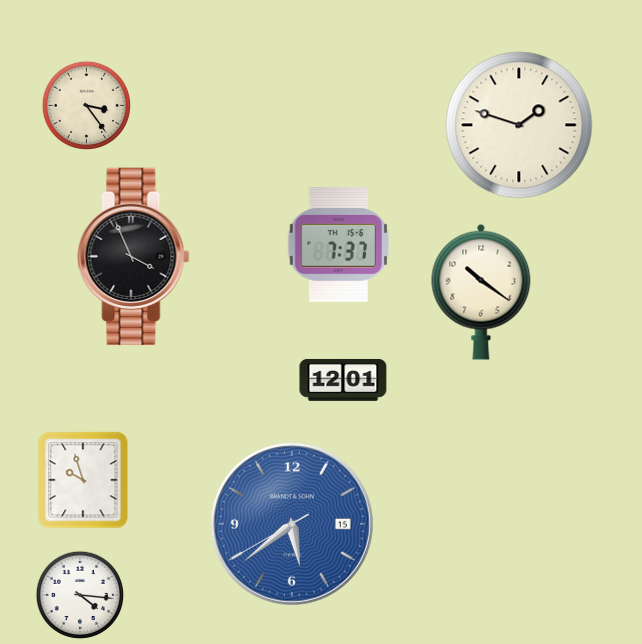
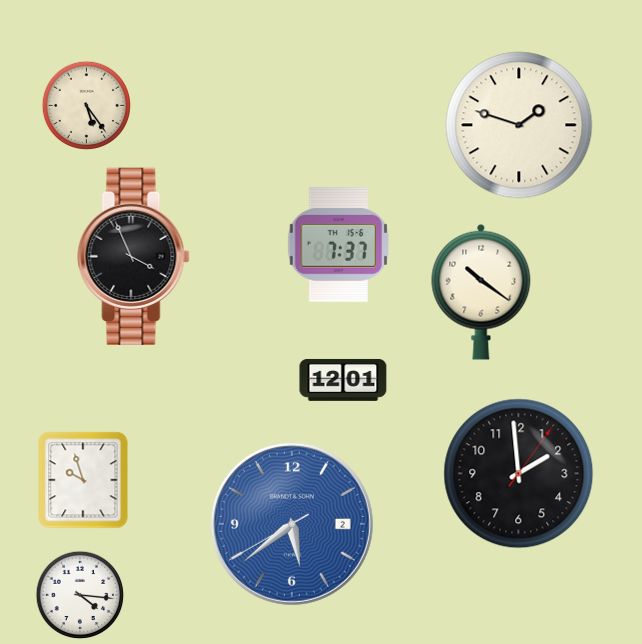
clock at (86, 105): 3:24 -> 5:24
clock at (519, 474): none -> 1:59
clock at (292, 524) date: 15 -> 2
